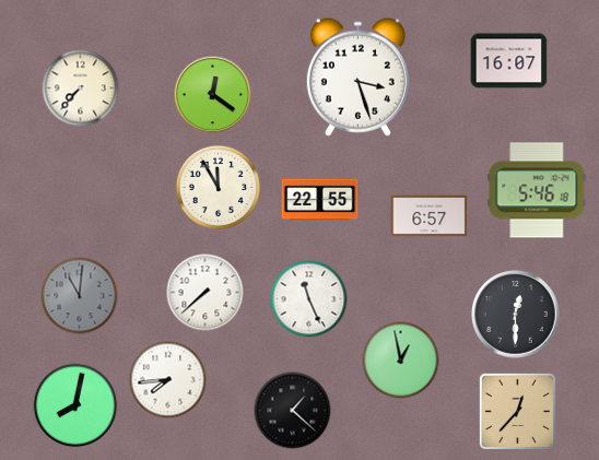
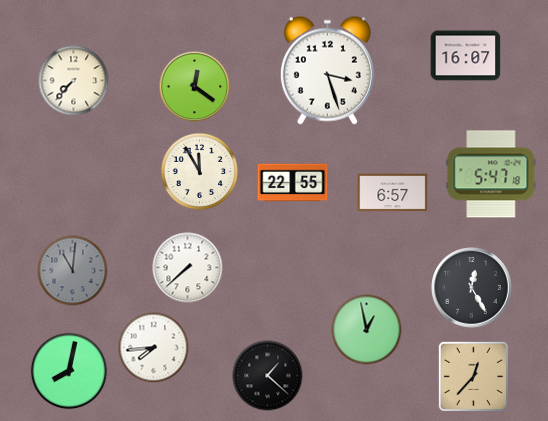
clock at (537, 190): 5:46 -> 5:47
clock at (430, 216) position: (430, 216) -> (393, 193)
clock at (309, 299): 11:26 -> none
clock at (516, 315): 12:30 -> 12:25
